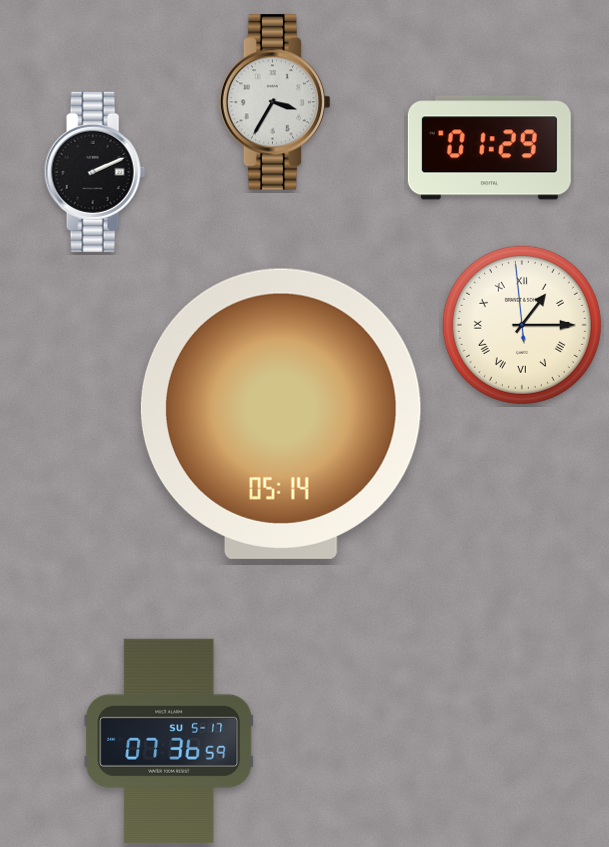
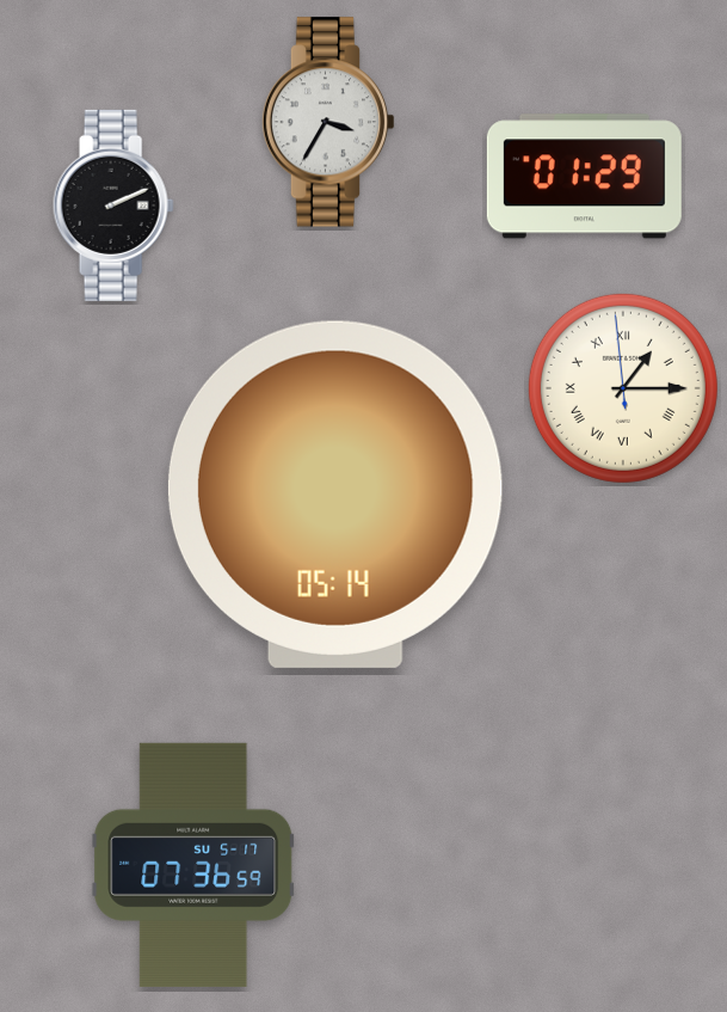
clock at (169, 741) position: (169, 741) -> (193, 865)
